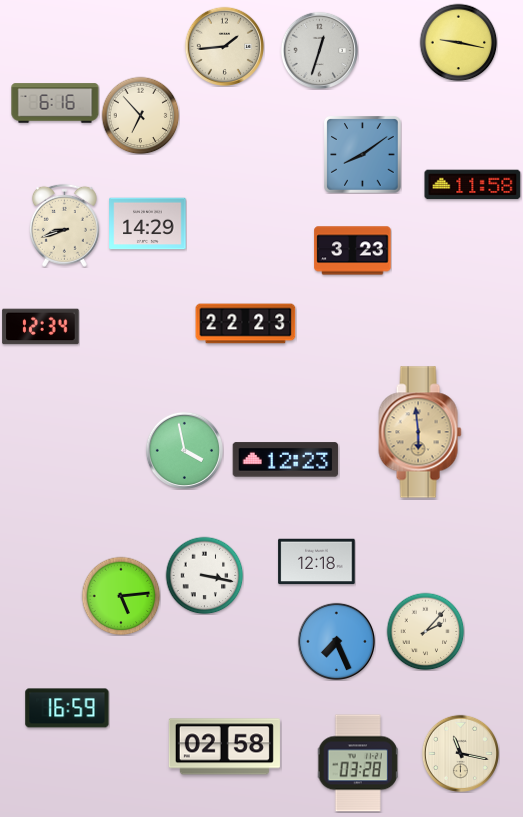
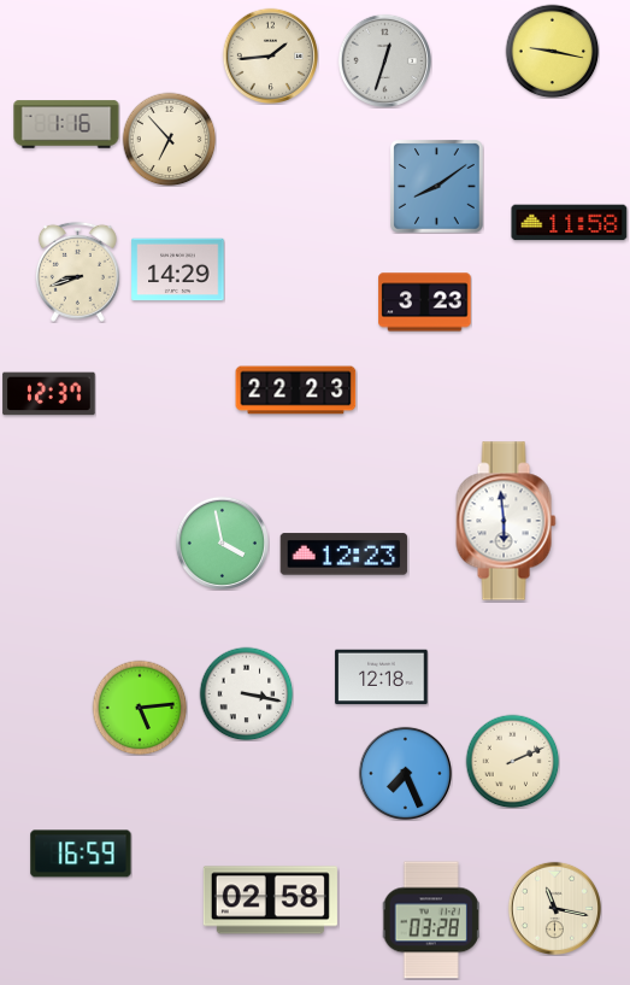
clock at (55, 103): 6:16 -> 1:16
clock at (41, 327): 12:34 -> 12:37
clock at (420, 432) dial: champagne -> white
clock at (121, 596) position: (121, 596) -> (140, 708)
clock at (425, 631): 2:07 -> 2:11
